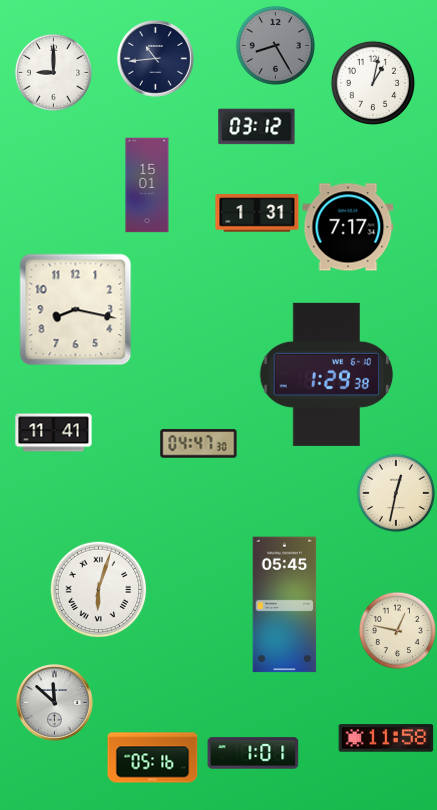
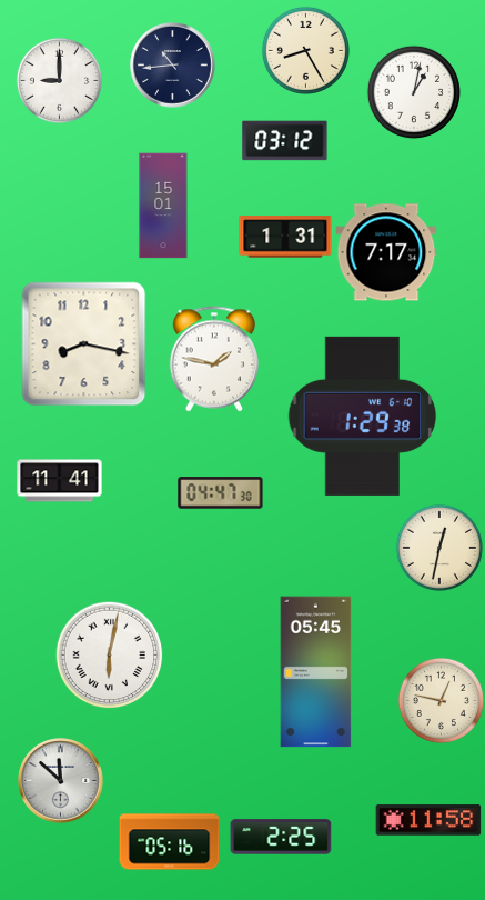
clock at (275, 45) dial: grey -> cream
clock at (214, 359): none -> 1:47
clock at (98, 589): 6:03 -> 6:02
clock at (253, 753): 1:01 -> 2:25
